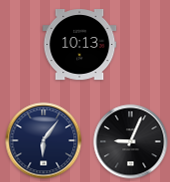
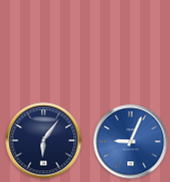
clock at (80, 45): 10:13 -> none
clock at (131, 142) dial: black -> blue
